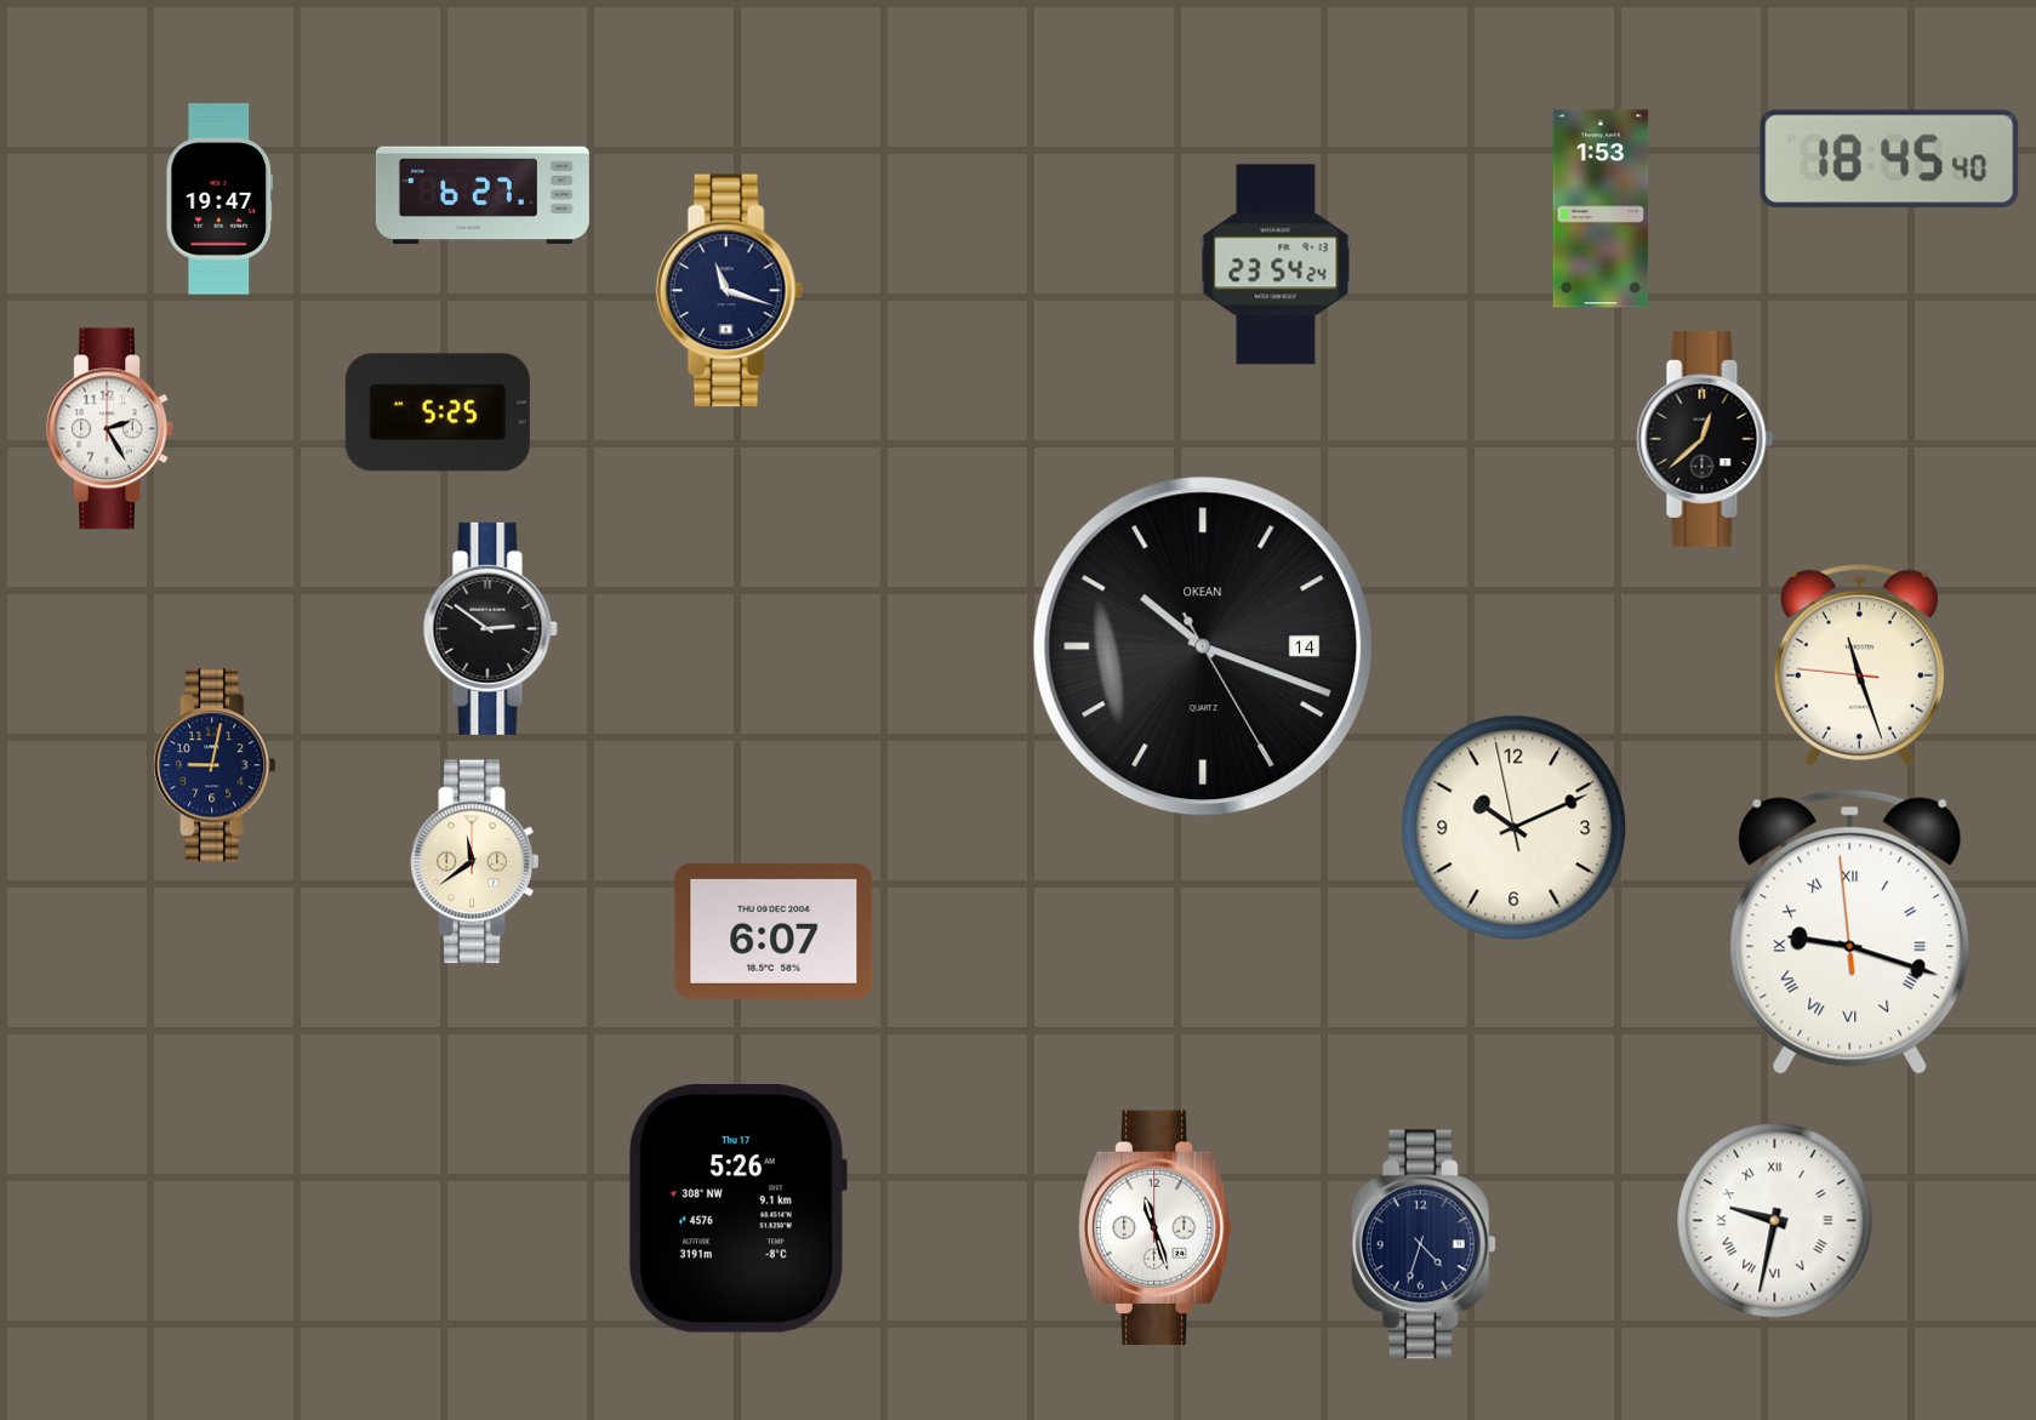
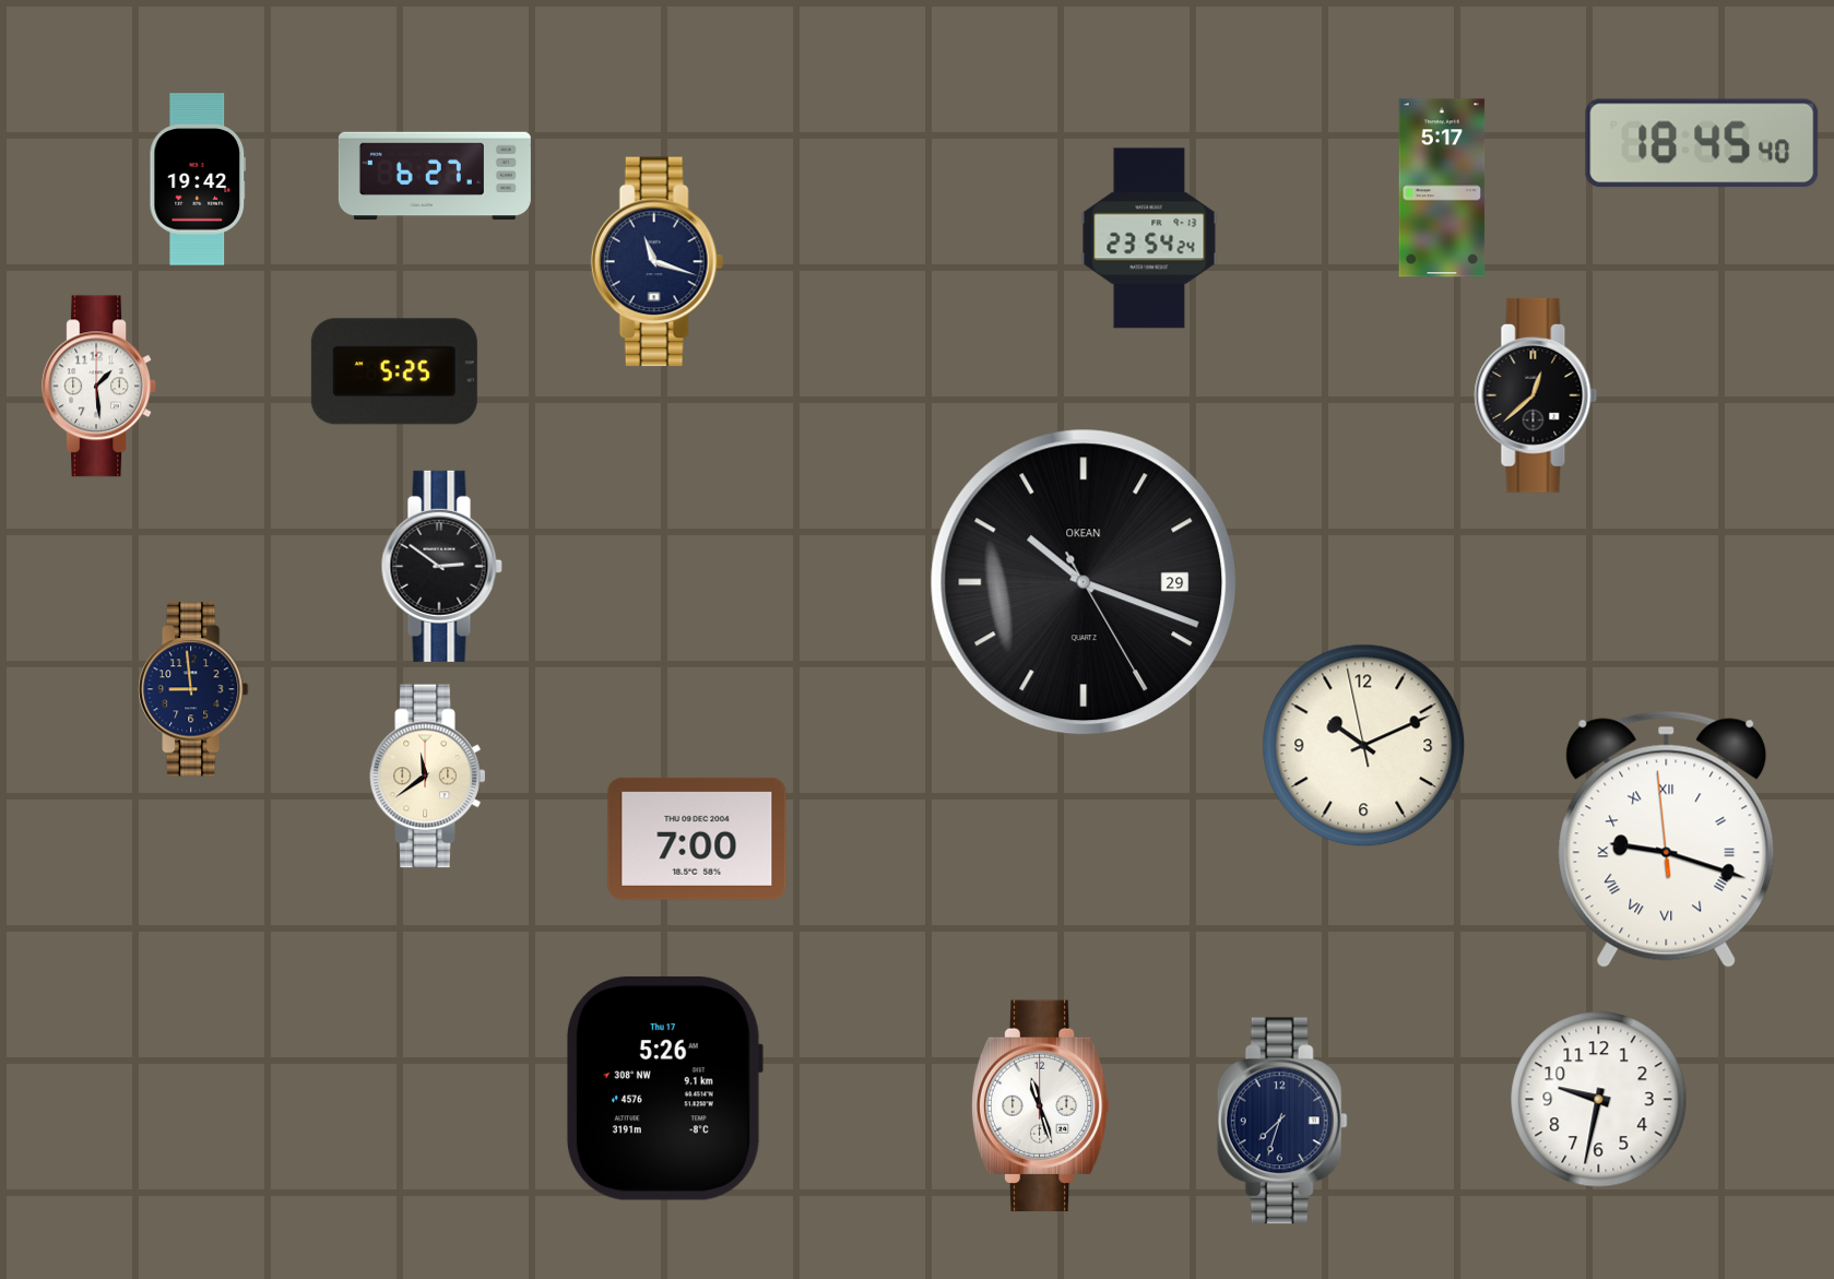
clock at (219, 199): 19:47 -> 19:42
clock at (1601, 209): 1:53 -> 5:17
clock at (109, 429): 2:25 -> 1:29
clock at (1203, 646) date: 14 -> 29
clock at (1859, 665): 11:26 -> none
clock at (215, 765): 9:02 -> 8:59
clock at (774, 931): 6:07 -> 7:00
clock at (1775, 1221) numerals: Roman -> Arabic
clock at (1424, 1244): 4:33 -> 7:33
